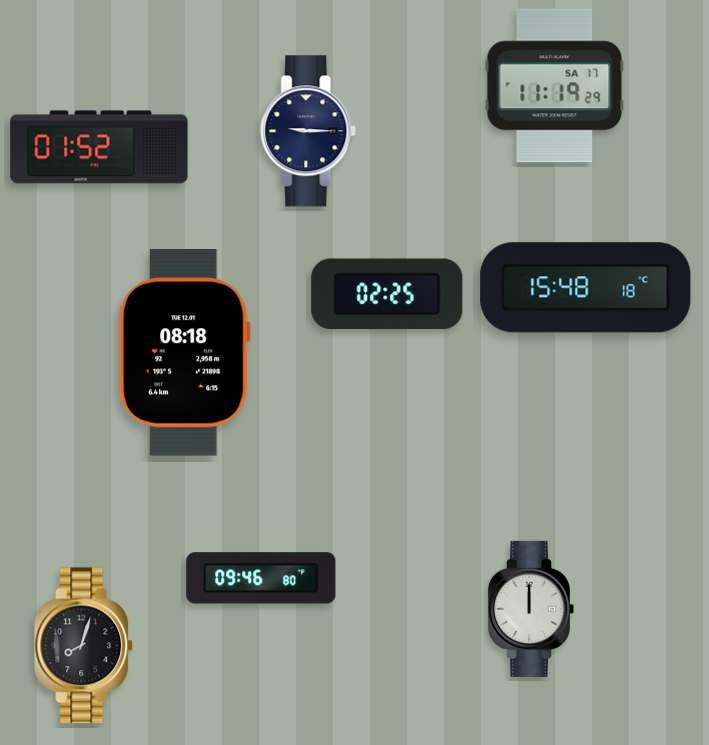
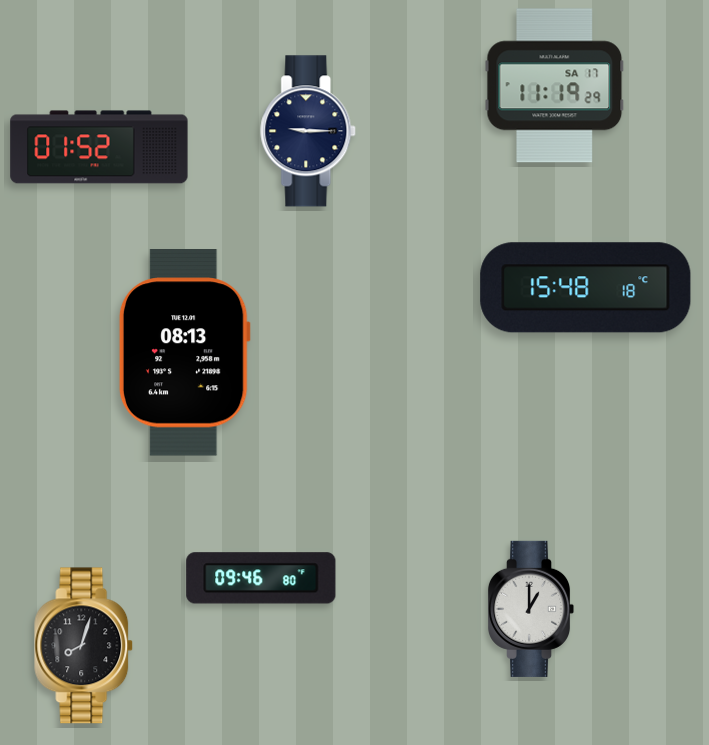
clock at (387, 294): 02:25 -> none
clock at (184, 353): 08:18 -> 08:13
clock at (531, 609): 12:00 -> 1:00
